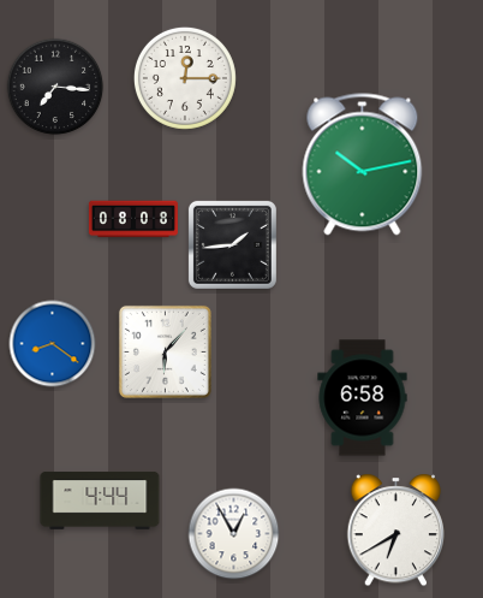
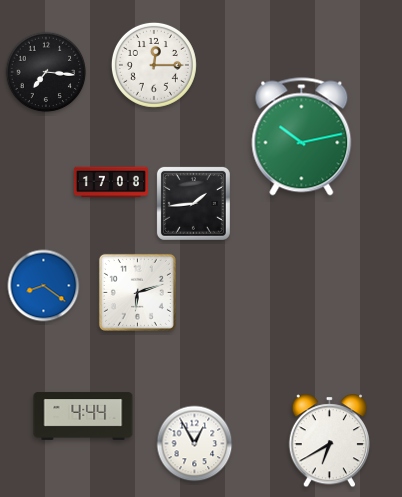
clock at (133, 219): 08:08 -> 17:08
clock at (165, 351): 6:07 -> 6:12
clock at (363, 398): 6:58 -> none
